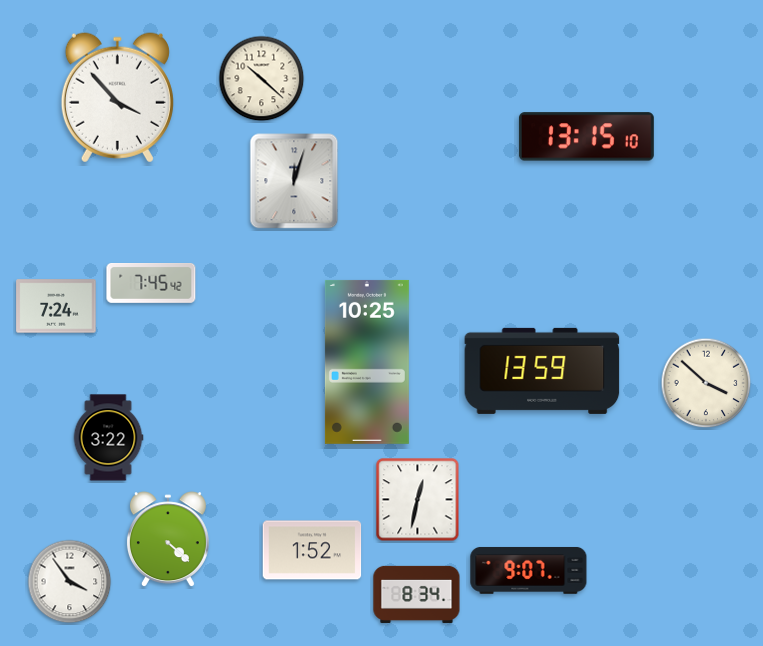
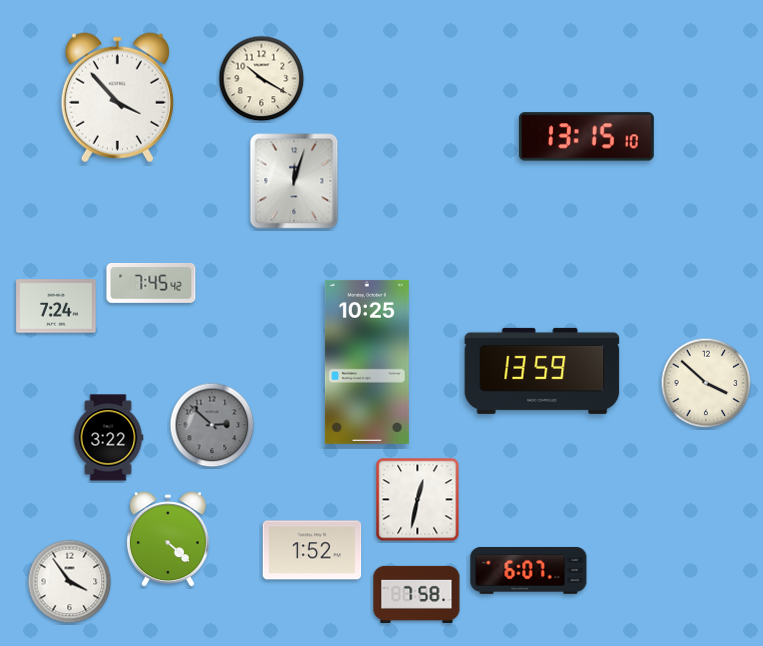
clock at (262, 79): 10:22 -> 10:20
clock at (212, 425): none -> 2:52
clock at (529, 570): 9:07 -> 6:07
clock at (417, 594): 8:34 -> 7:58
